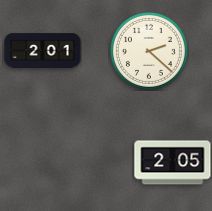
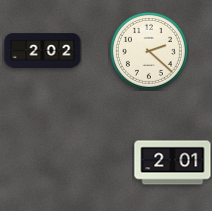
clock at (43, 51): 2:01 -> 2:02
clock at (173, 163): 2:05 -> 2:01
